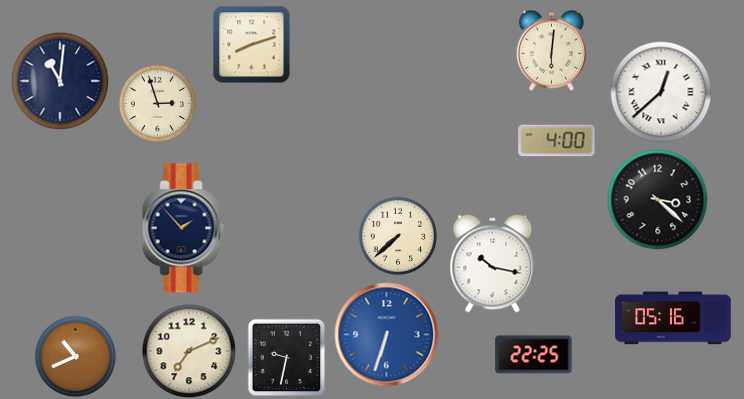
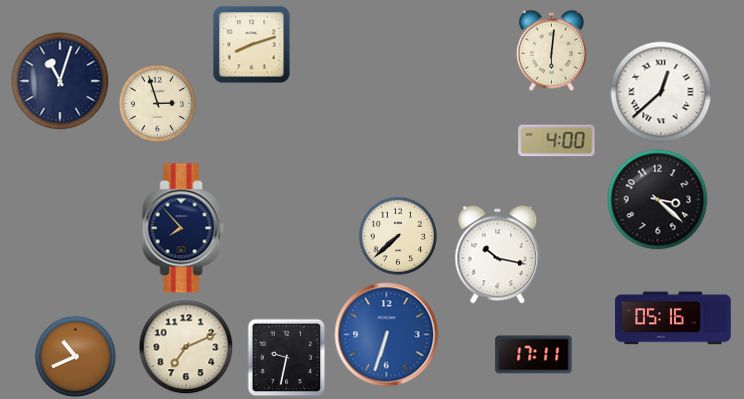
clock at (60, 81): 11:01 -> 11:03
clock at (183, 228): 1:53 -> 7:53
clock at (493, 264) position: (493, 264) -> (498, 255)
clock at (189, 351) position: (189, 351) -> (186, 347)
clock at (534, 355): 22:25 -> 17:11
